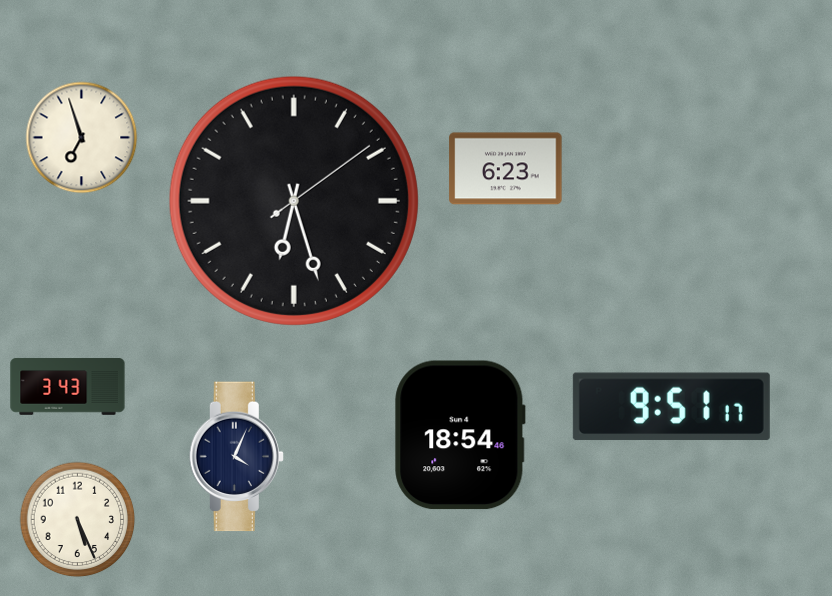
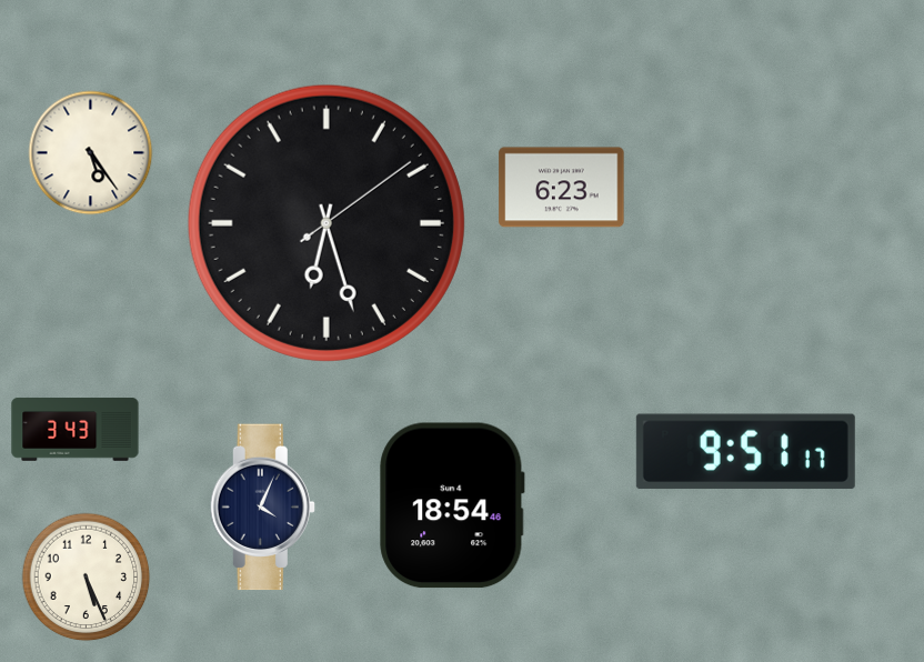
clock at (82, 138): 6:57 -> 5:24
clock at (460, 435) position: (460, 435) -> (452, 505)
